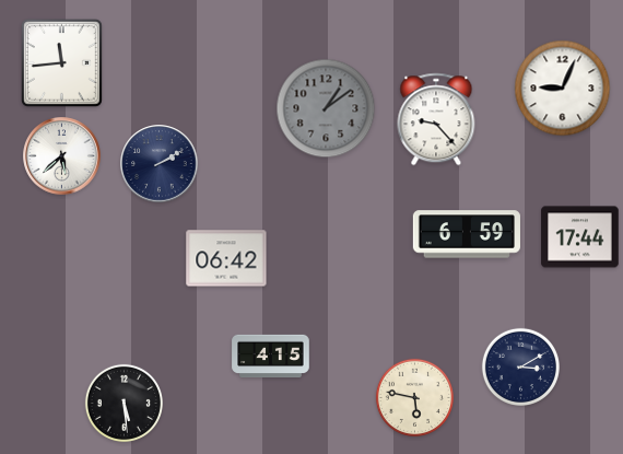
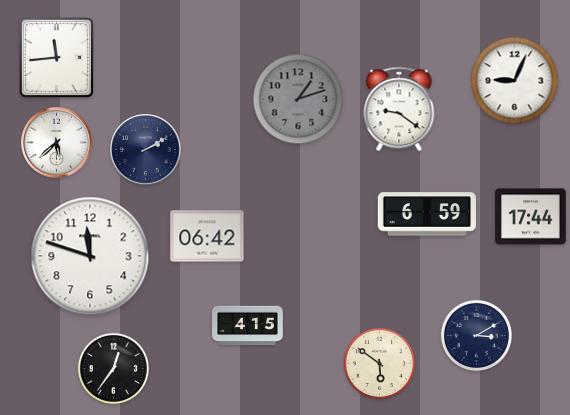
clock at (326, 108): 1:09 -> 1:12
clock at (436, 119): 9:23 -> 9:21
clock at (90, 256): none -> 11:48
clock at (414, 397): 5:47 -> 5:51
clock at (124, 403): 5:29 -> 12:36
